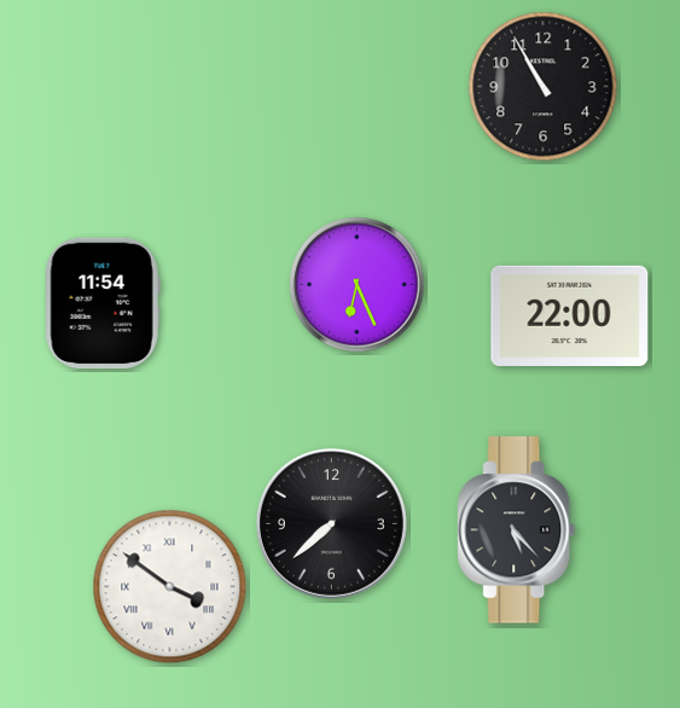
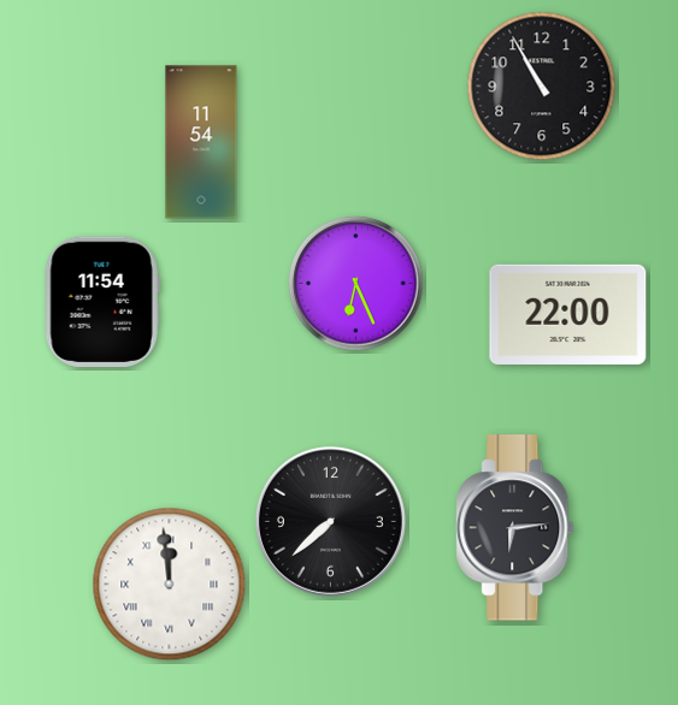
clock at (201, 142): none -> 11:54
clock at (517, 530): 5:23 -> 6:14
clock at (170, 587): 3:51 -> 11:59
